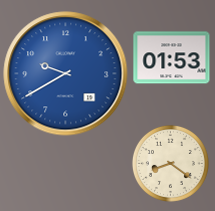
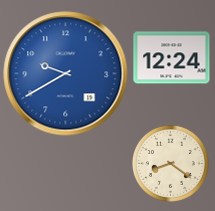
clock at (172, 58): 01:53 -> 12:24
